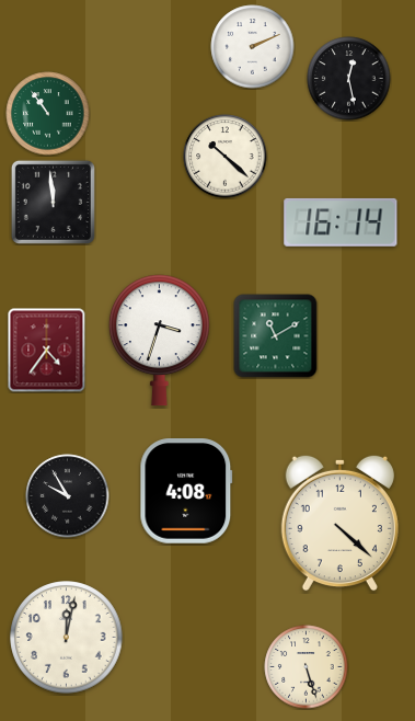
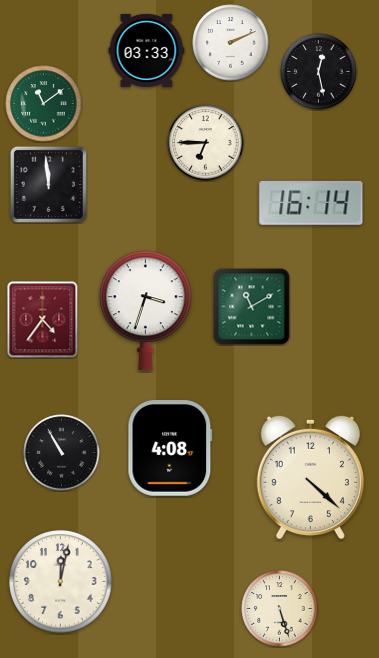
clock at (147, 50): none -> 03:33
clock at (48, 114): 10:54 -> 11:09
clock at (226, 157): 10:22 -> 6:45
clock at (68, 496): 9:55 -> 10:55
